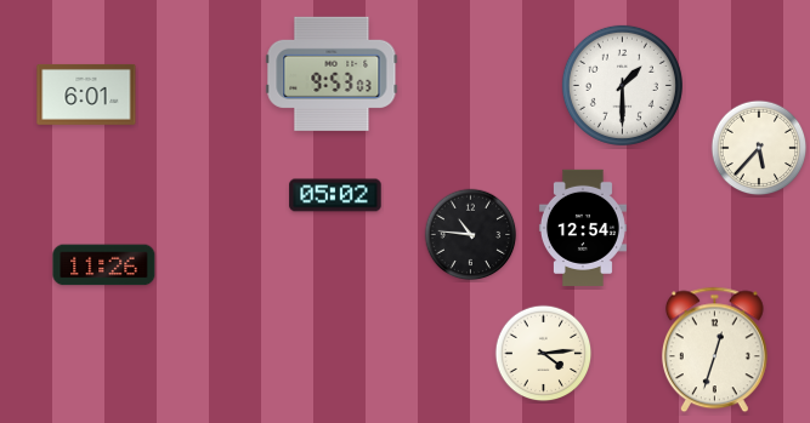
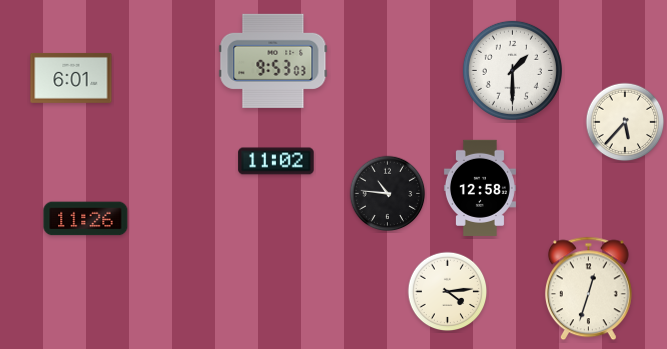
clock at (335, 195): 05:02 -> 11:02
clock at (583, 228): 12:54 -> 12:58
